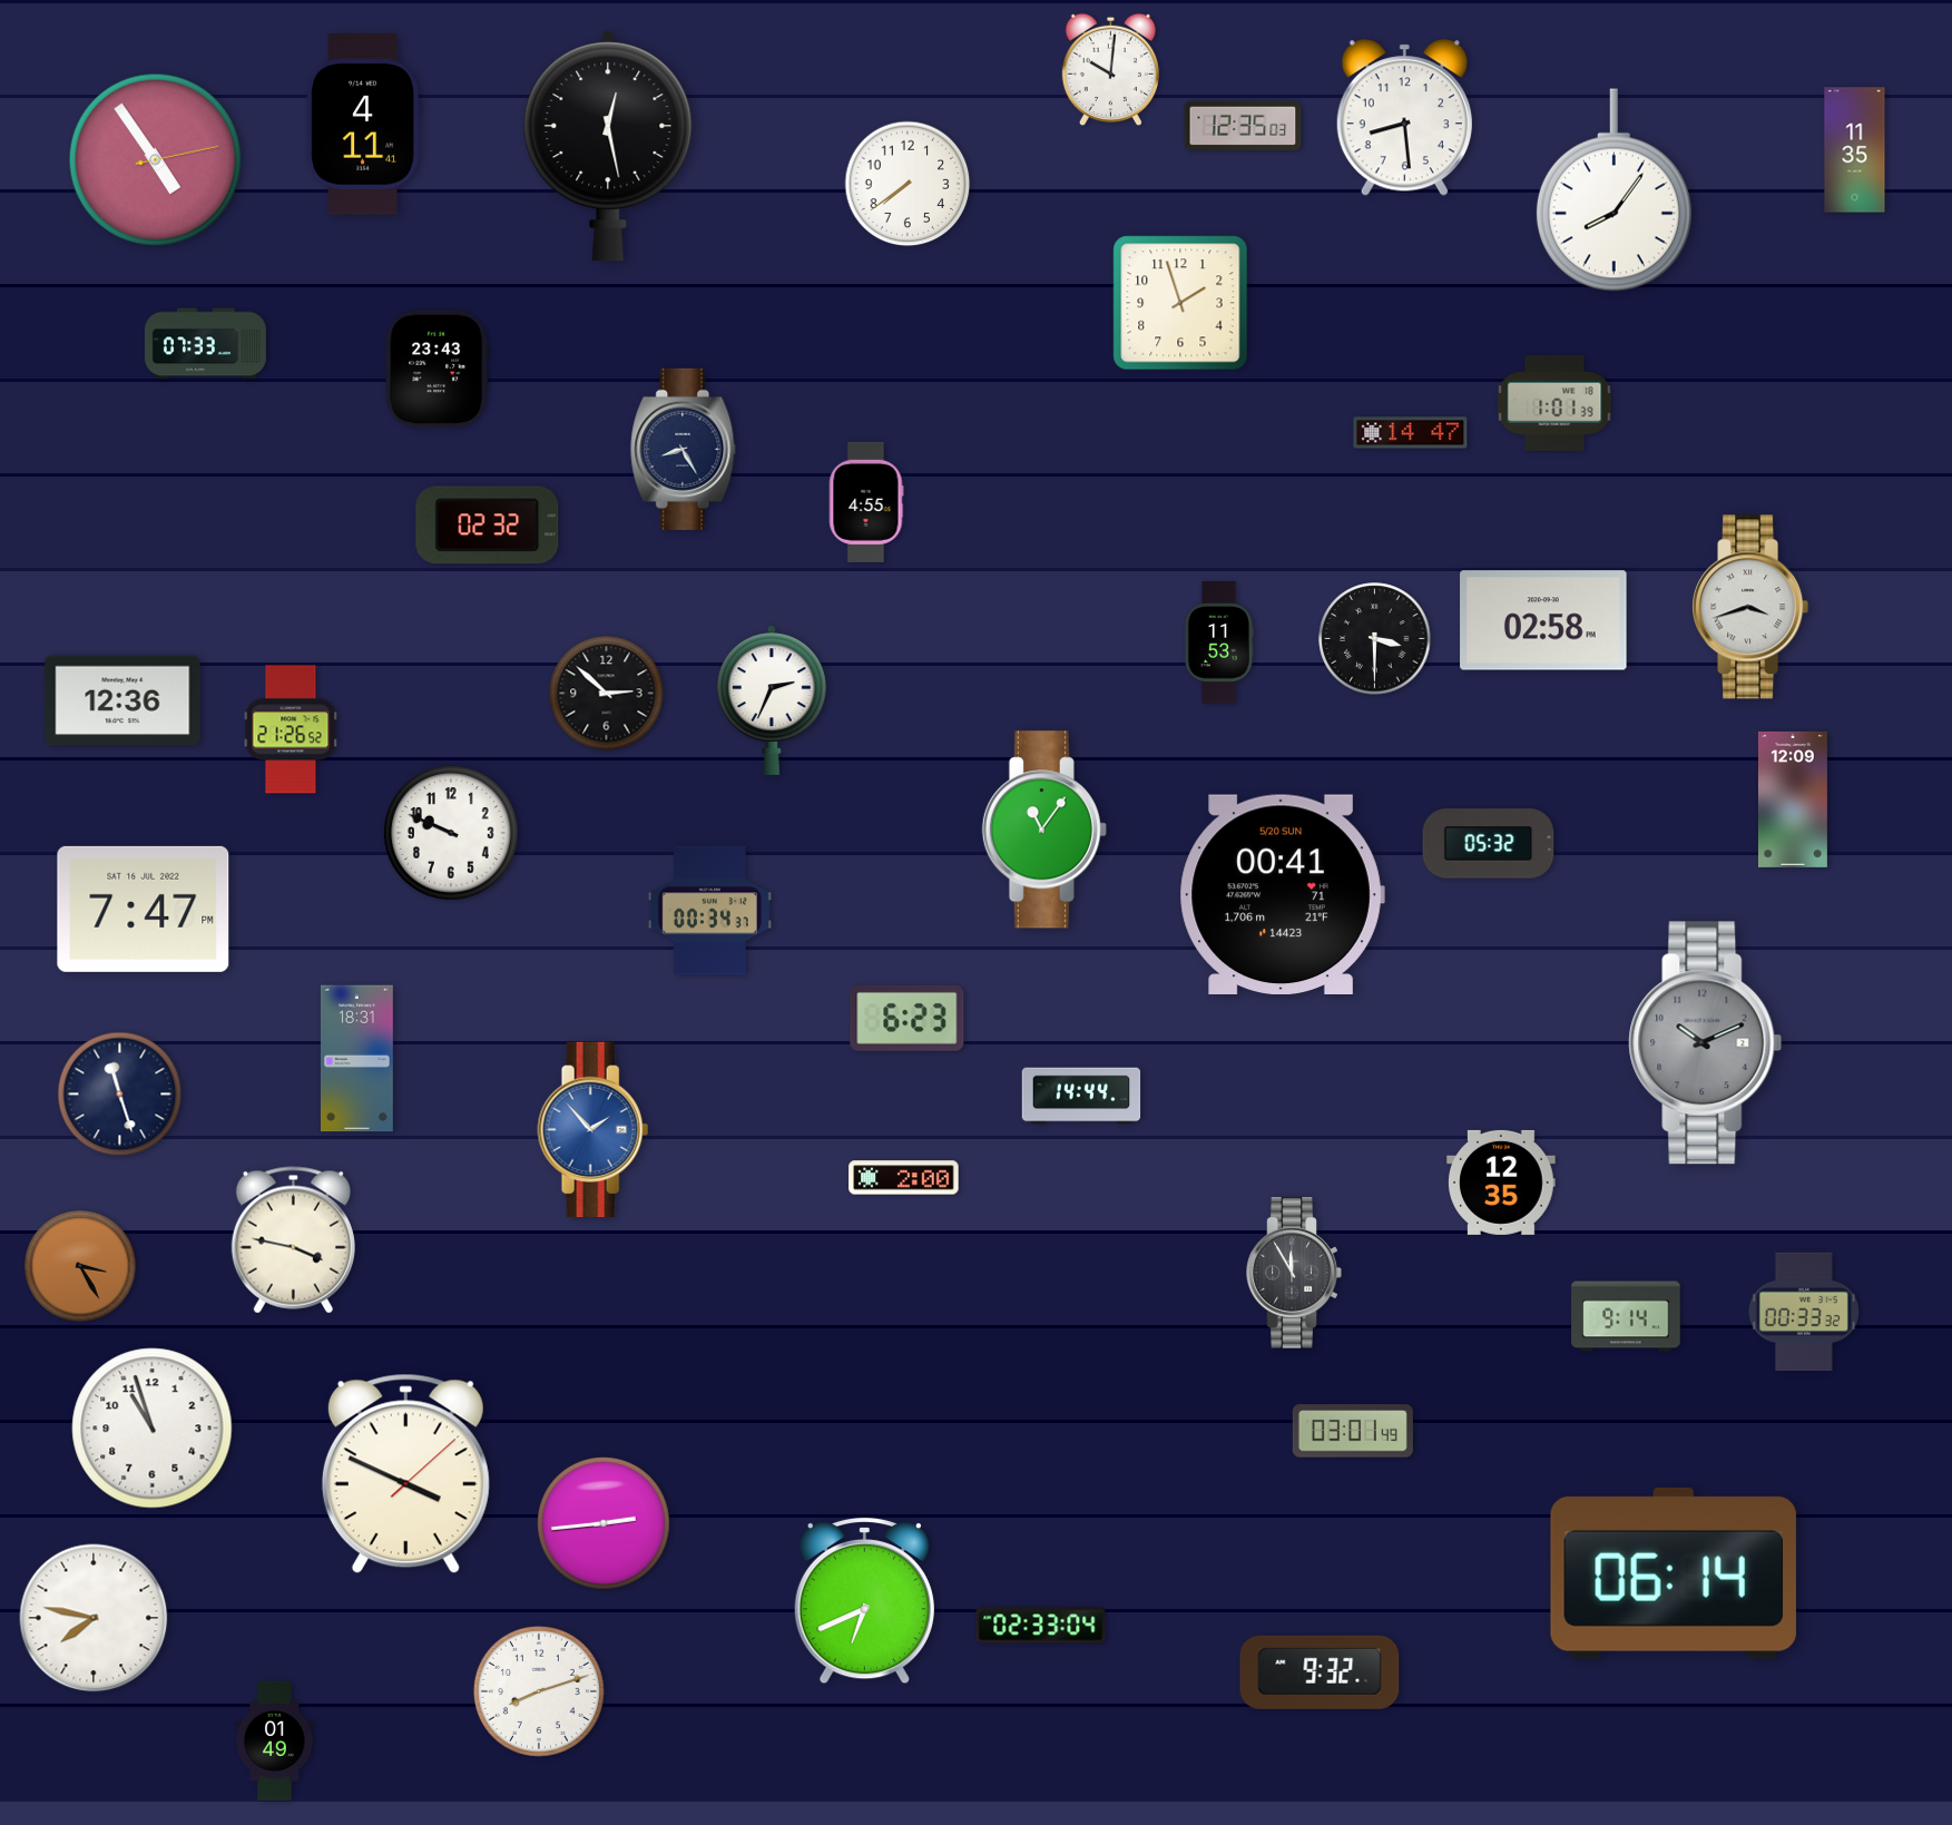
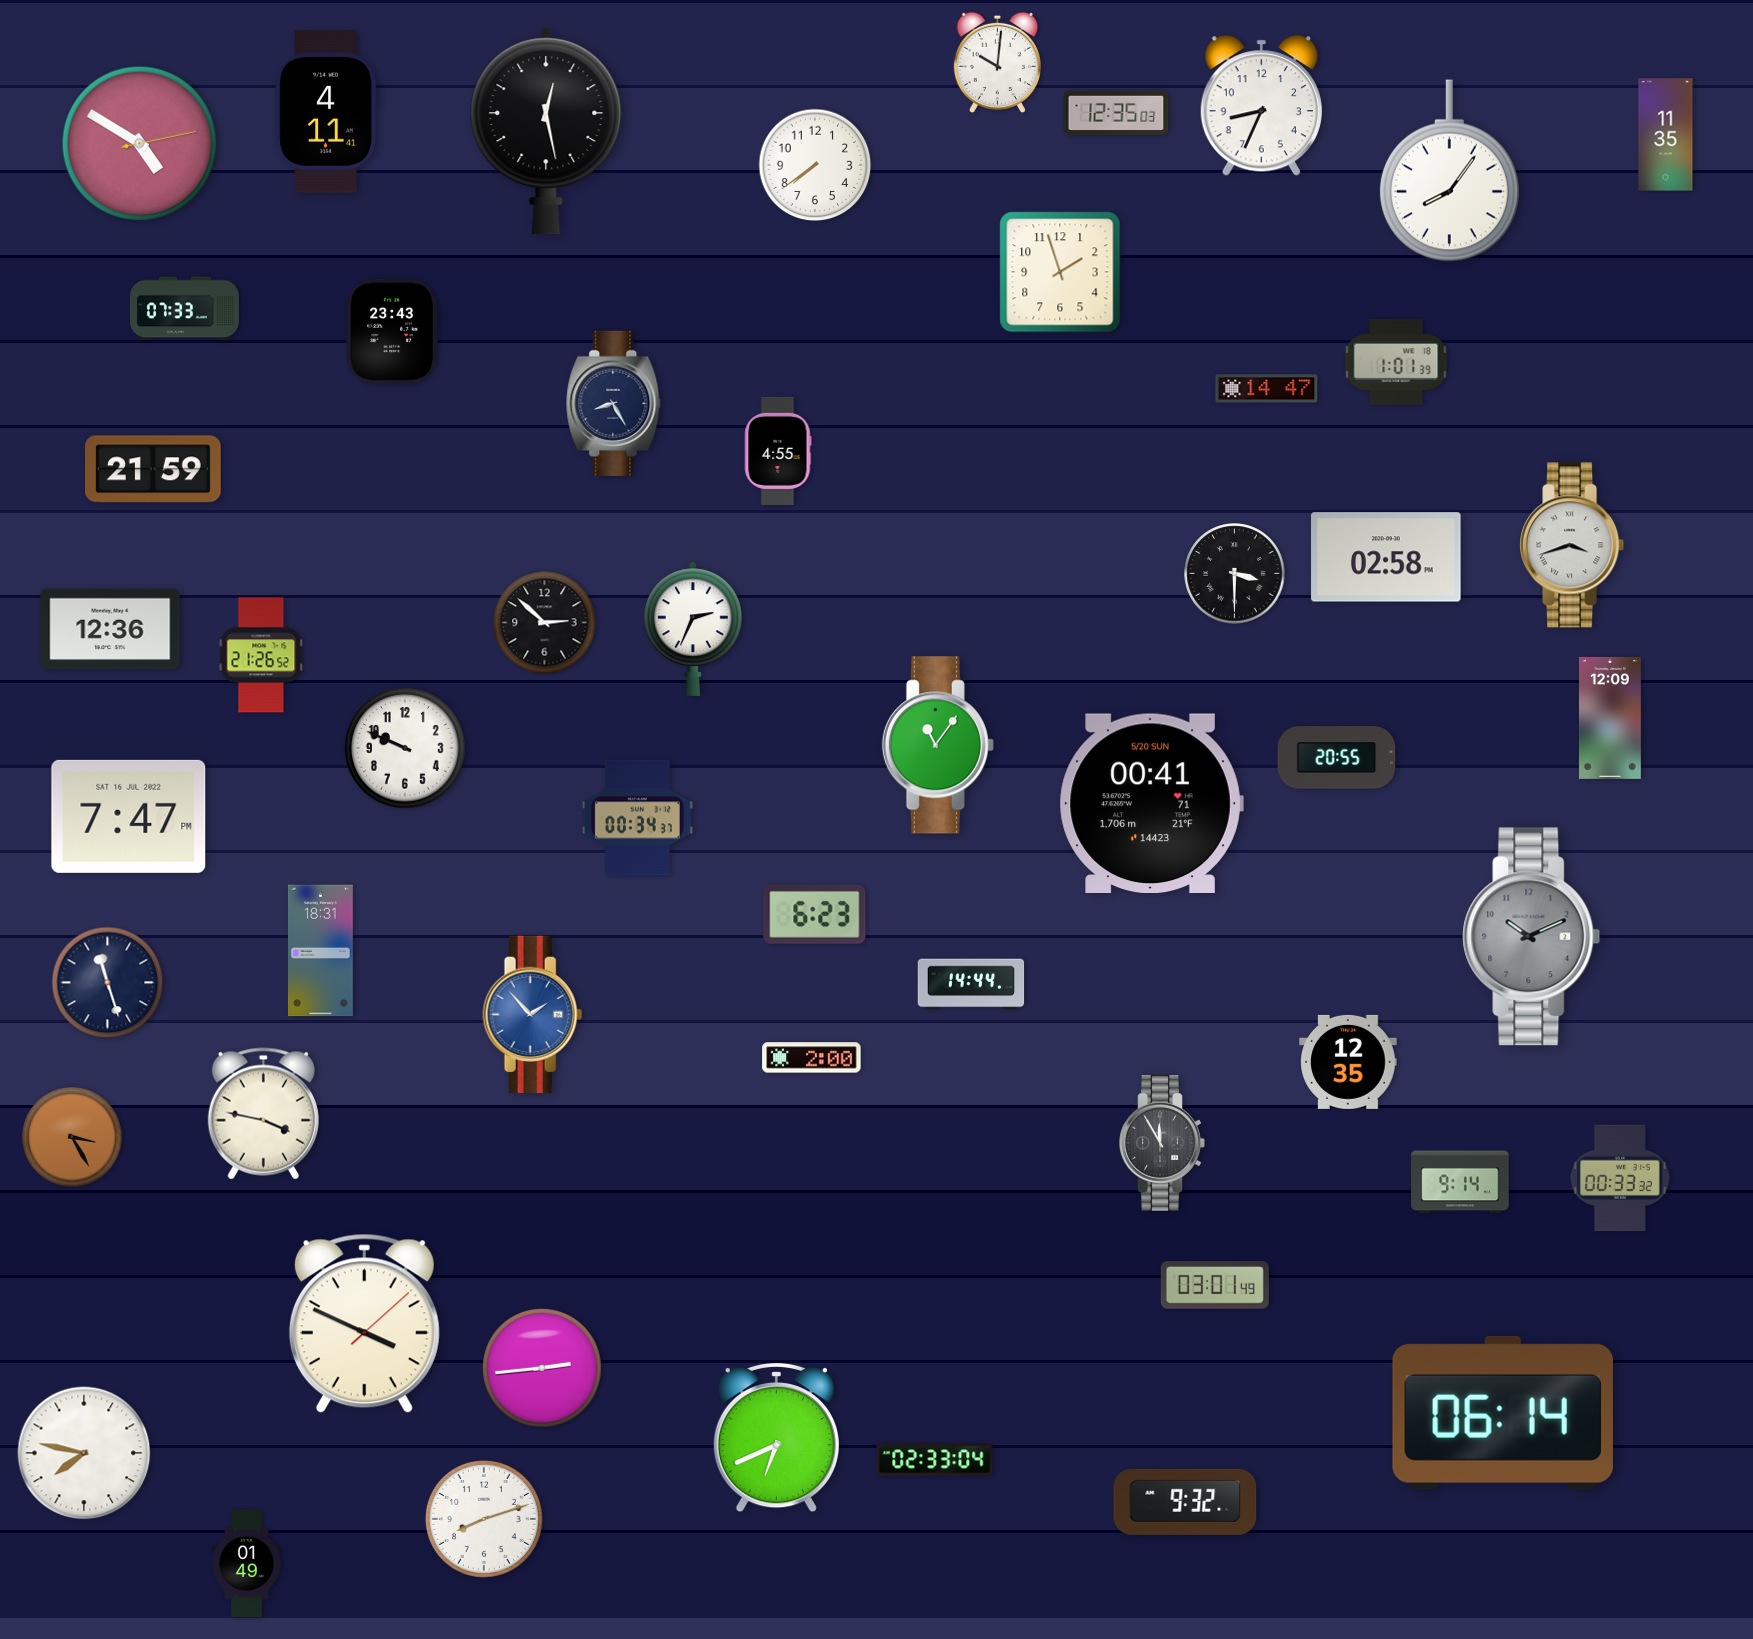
clock at (1404, 118): 8:29 -> 8:34
clock at (156, 160): 4:54 -> 4:50
clock at (154, 469): none -> 21:59
clock at (488, 526): 02:32 -> none
clock at (1219, 644): 11:53 -> none
clock at (1489, 844): 05:32 -> 20:55
clock at (153, 1429): 10:57 -> none
